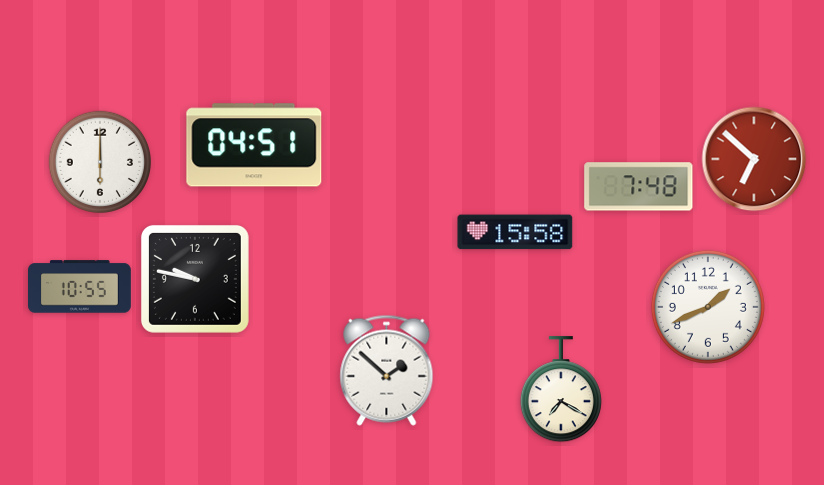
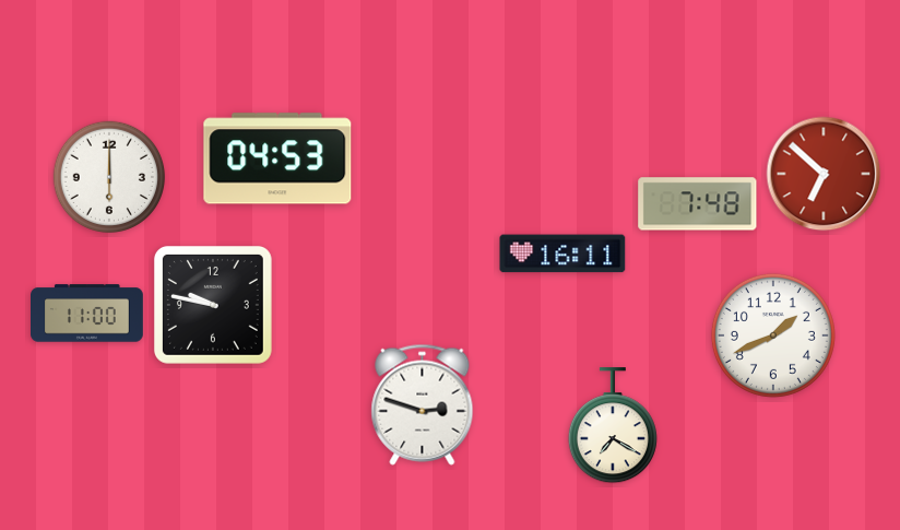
clock at (254, 145): 04:51 -> 04:53
clock at (515, 232): 15:58 -> 16:11
clock at (80, 287): 10:55 -> 11:00
clock at (387, 370): 1:52 -> 2:48
